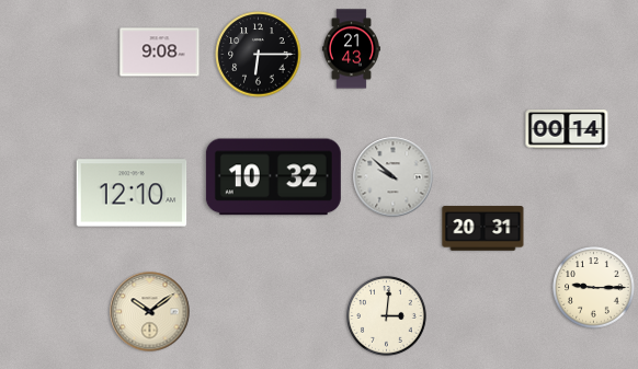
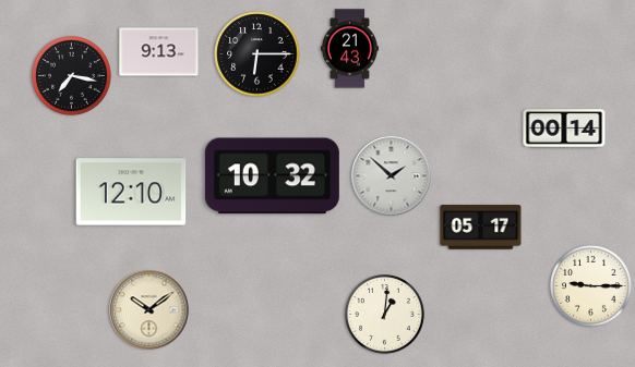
clock at (160, 53): 9:08 -> 9:13
clock at (72, 76): none -> 7:17
clock at (394, 177): 9:52 -> 1:52
clock at (483, 229): 20:31 -> 05:17
clock at (387, 316): 3:01 -> 1:01
